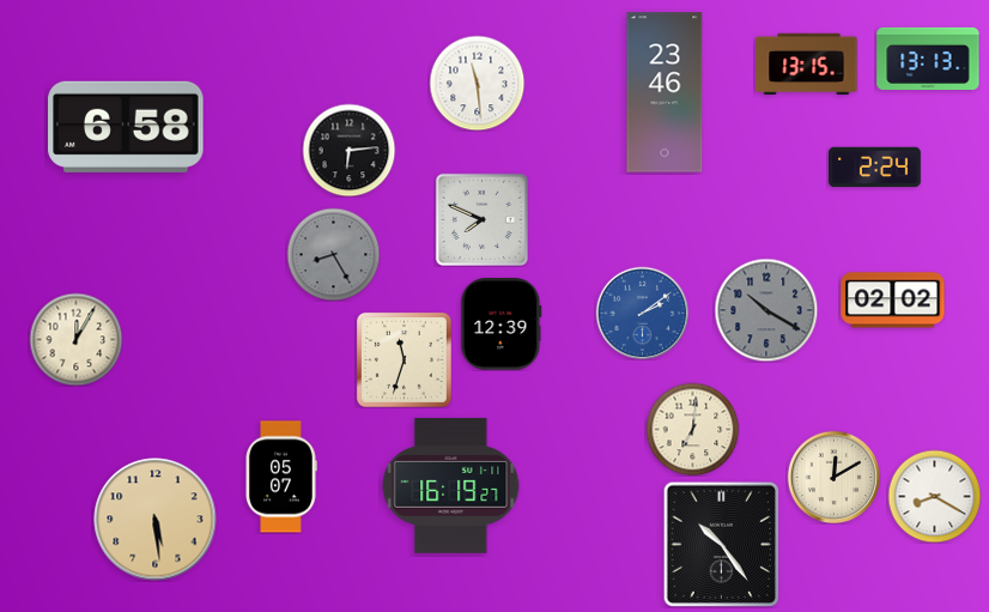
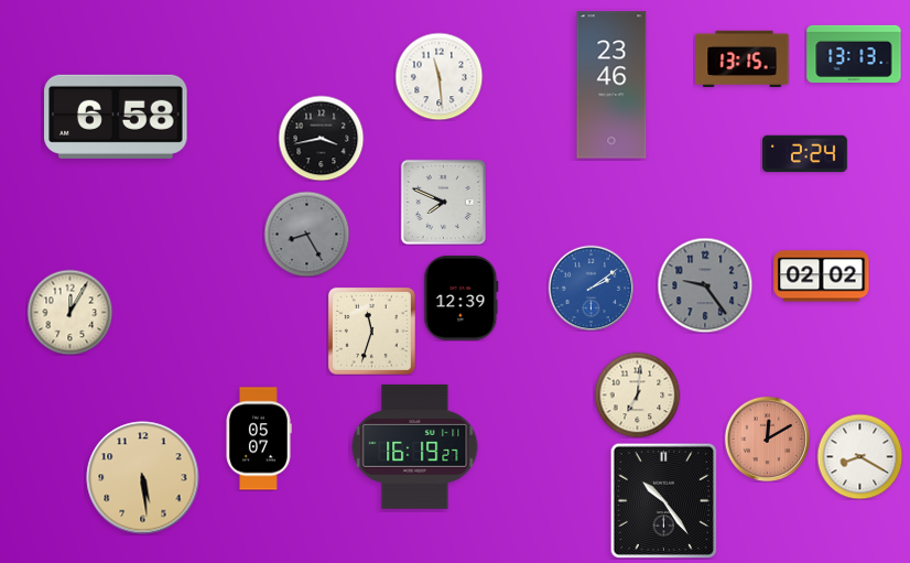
clock at (348, 150): 6:14 -> 3:43
clock at (766, 310): 10:20 -> 9:24
clock at (833, 477) dial: cream -> salmon
